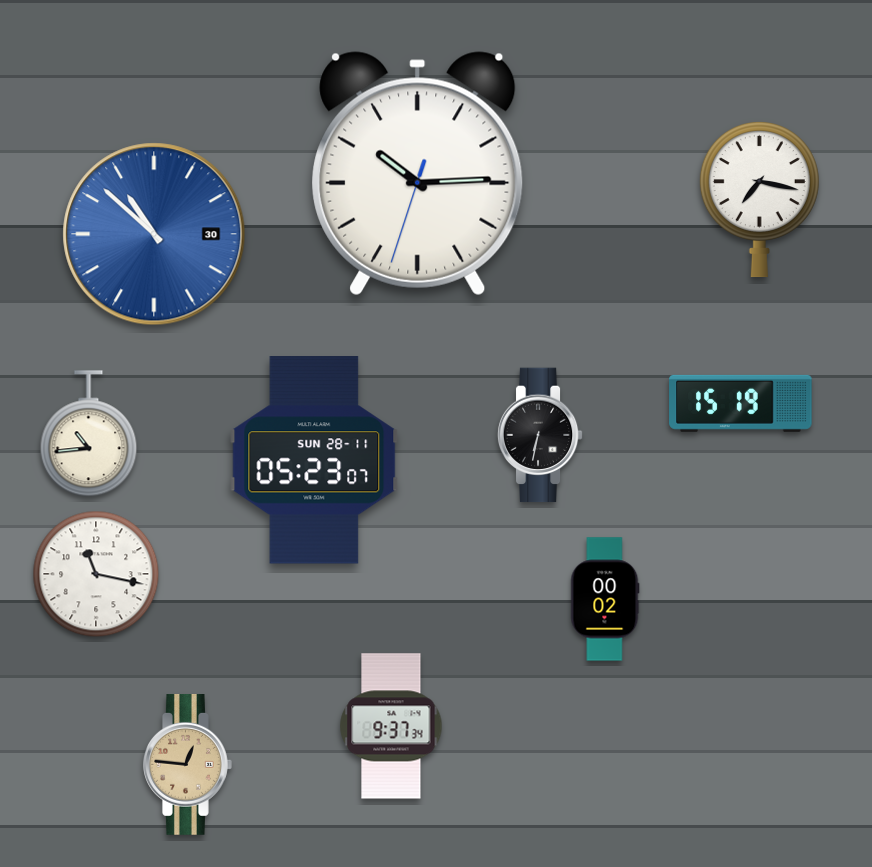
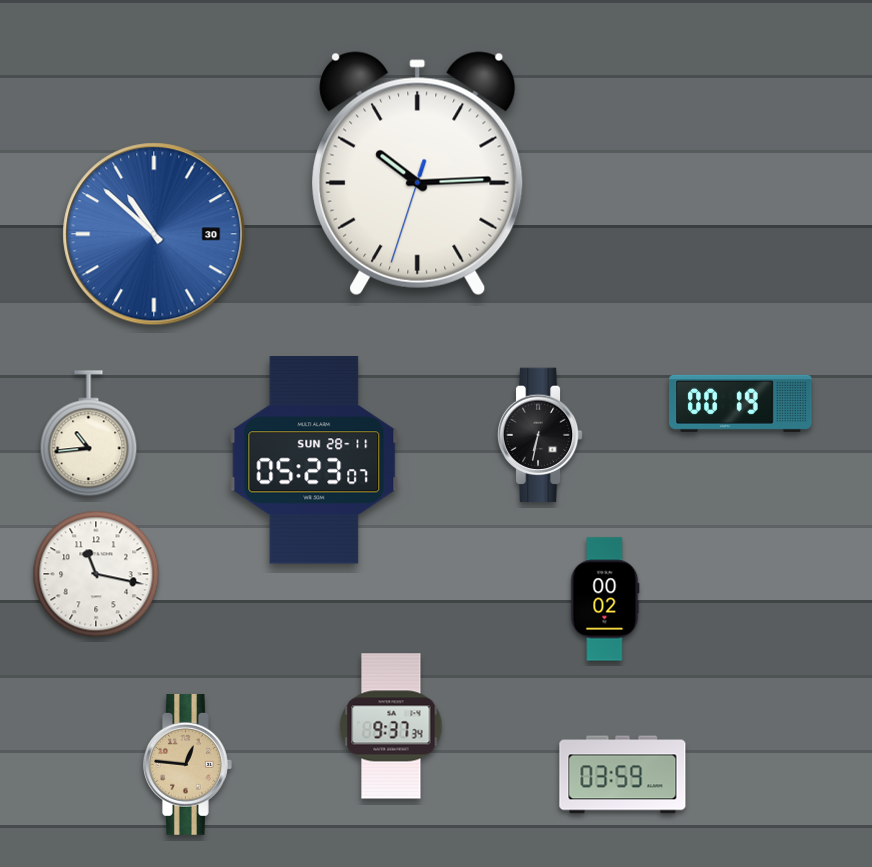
clock at (759, 199): 7:17 -> none
clock at (741, 403): 15:19 -> 00:19
clock at (623, 775): none -> 03:59
